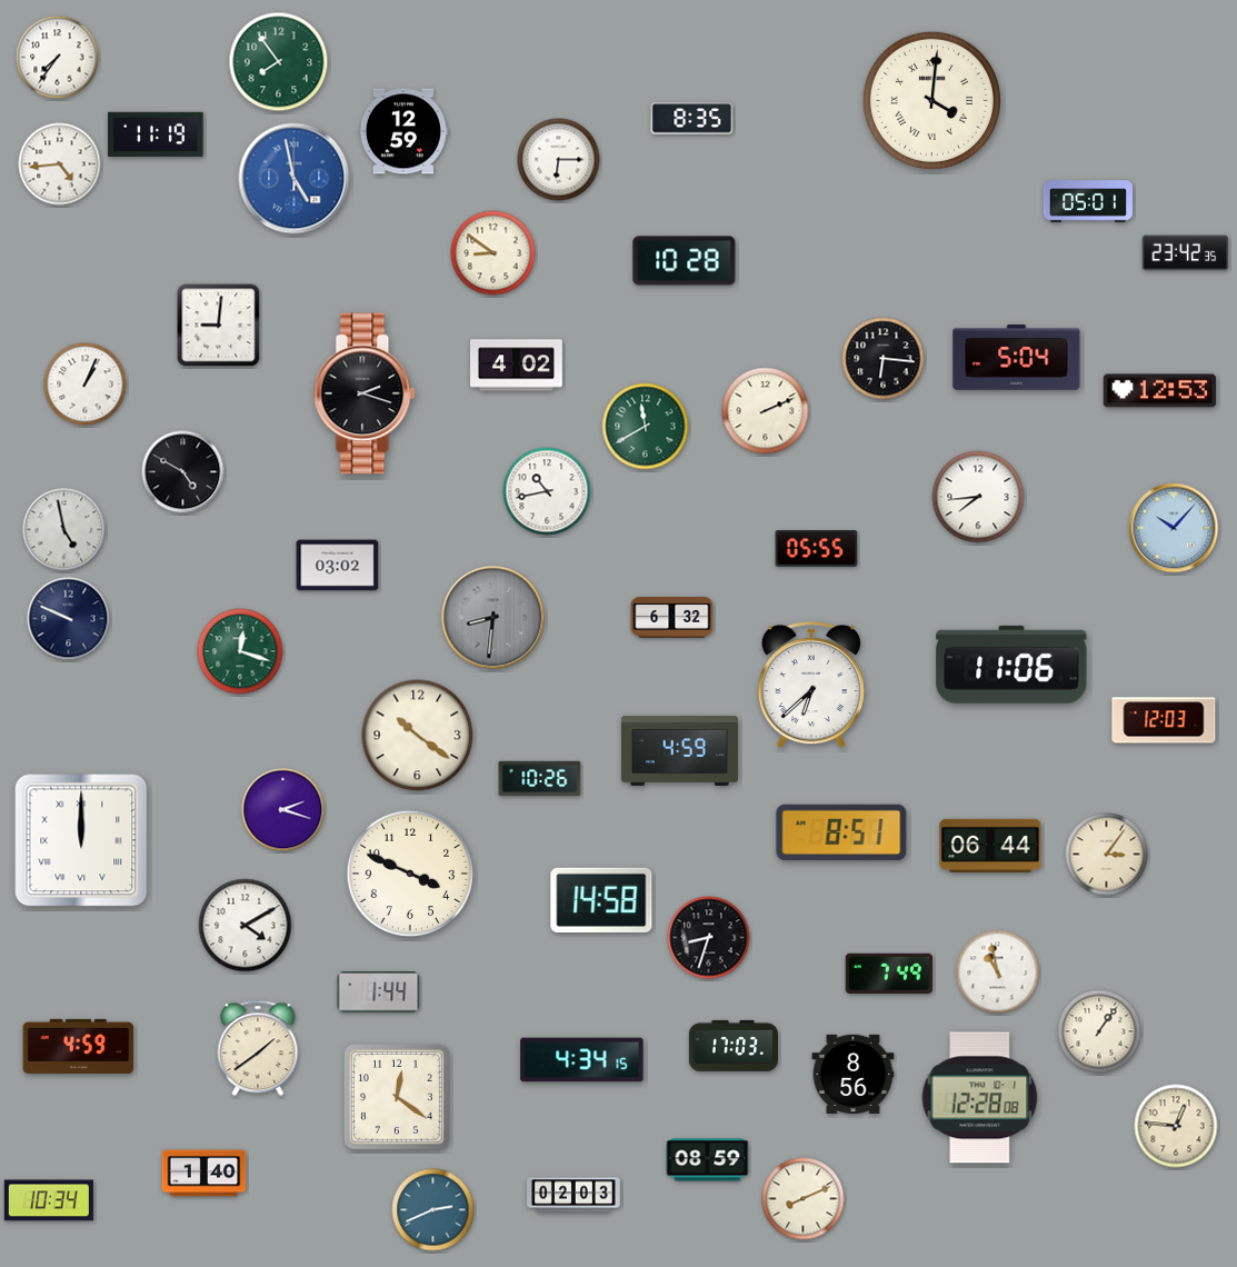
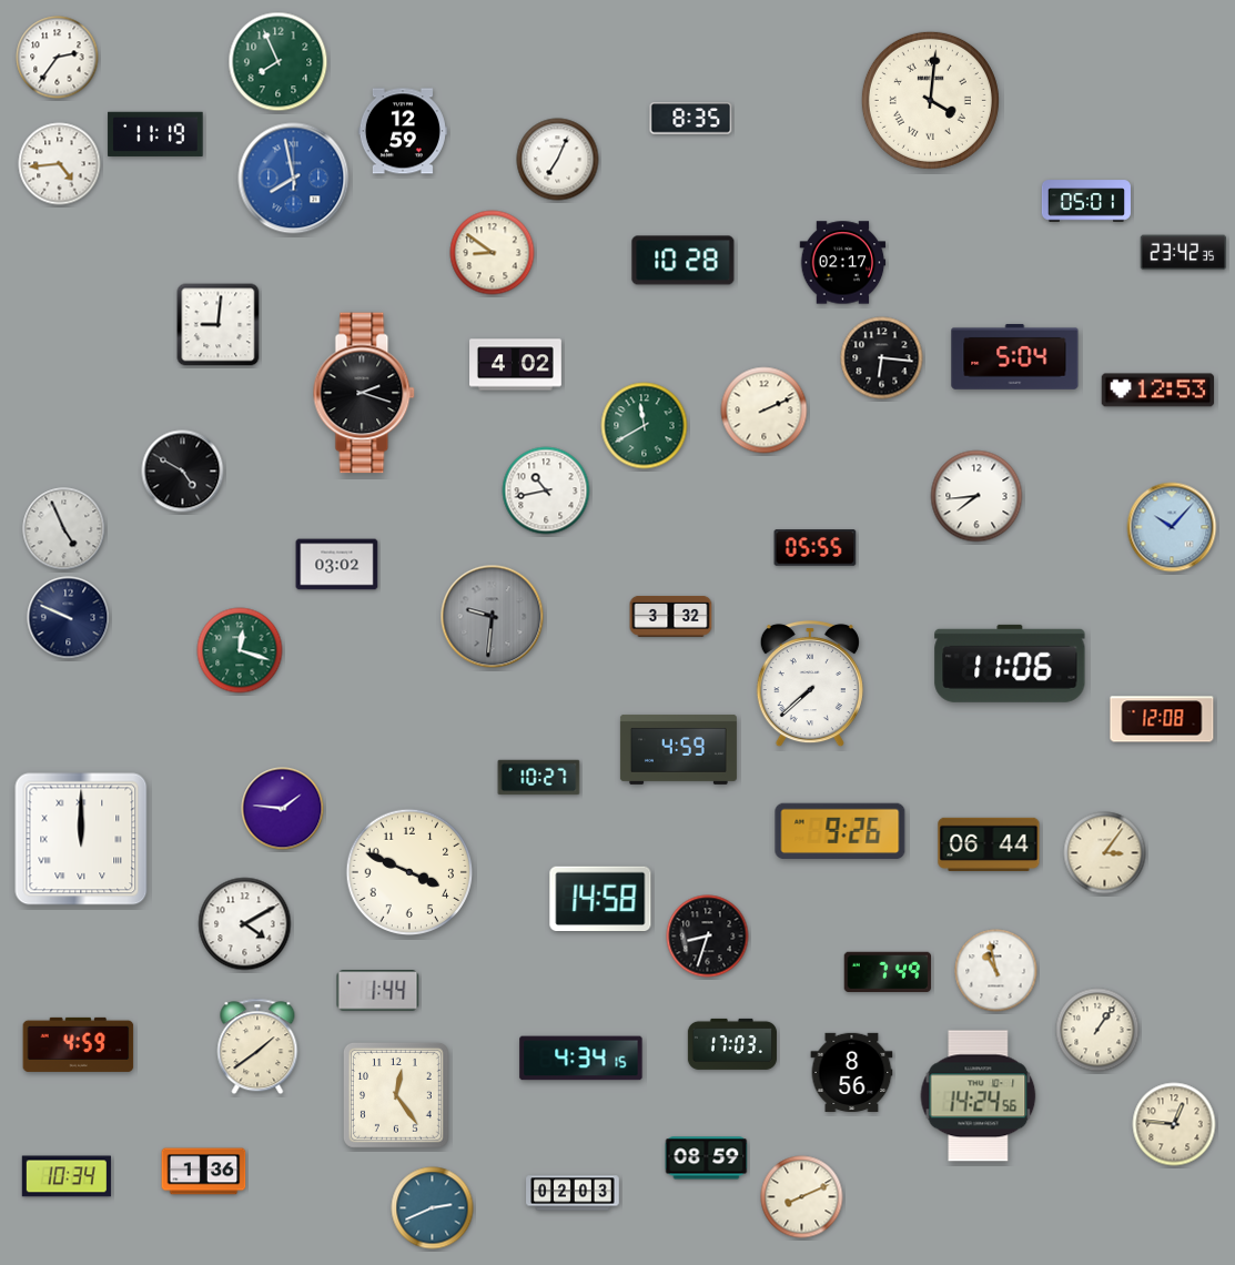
clock at (58, 58): 7:36 -> 2:36
clock at (279, 62): 7:54 -> 7:56
clock at (559, 160): 6:15 -> 7:04
clock at (295, 179): 4:58 -> 7:58
clock at (843, 263): none -> 02:17
clock at (86, 385): 1:04 -> none
clock at (64, 530): 4:58 -> 4:56
clock at (672, 617): 6:32 -> 3:32
clock at (493, 618): 8:31 -> 9:31
clock at (811, 685): 6:38 -> 7:38
clock at (1164, 720): 12:03 -> 12:08
clock at (418, 736): 10:21 -> none
clock at (540, 779): 10:26 -> 10:27
clock at (283, 810): 2:18 -> 1:46
clock at (841, 832): 8:51 -> 9:26
clock at (397, 1097): 12:21 -> 12:24
clock at (980, 1098): 12:28 -> 14:24
clock at (204, 1174): 1:40 -> 1:36
clock at (49, 1200) position: (49, 1200) -> (67, 1176)
